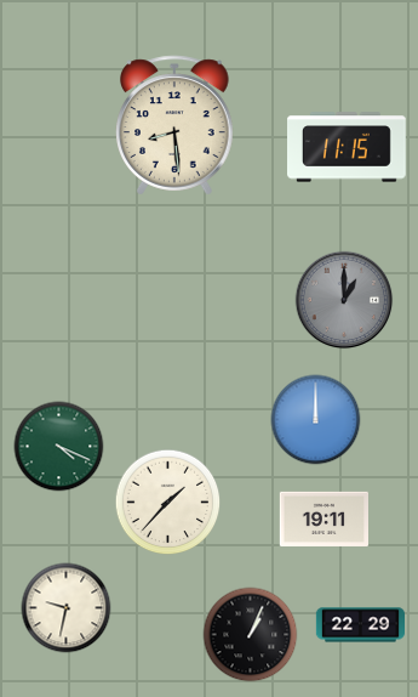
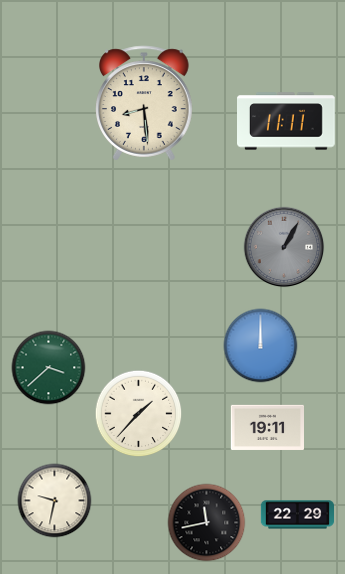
clock at (348, 147): 11:15 -> 11:11
clock at (344, 300): 1:00 -> 1:05
clock at (59, 447): 4:19 -> 3:38
clock at (251, 635): 1:04 -> 11:43
